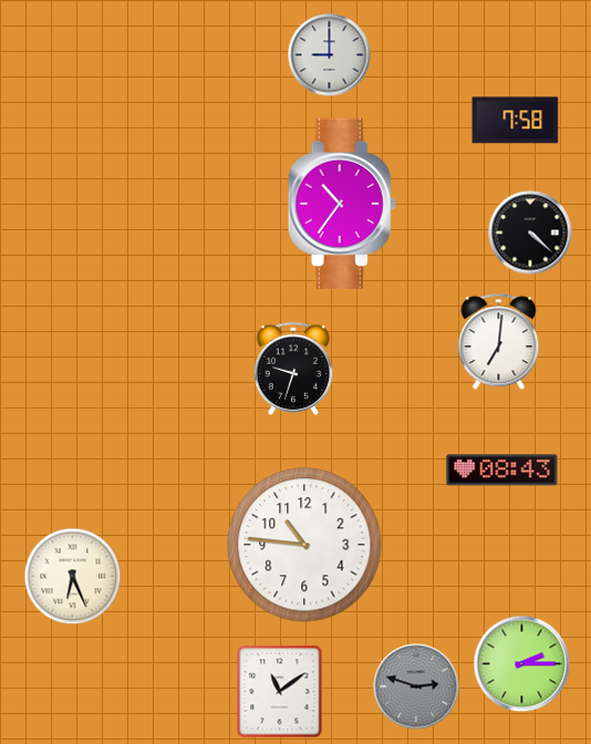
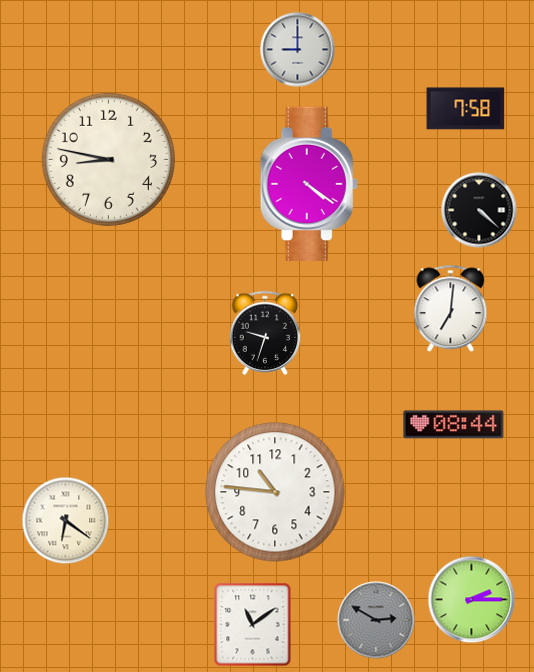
clock at (108, 159): none -> 8:47
clock at (342, 203): 10:36 -> 4:21
clock at (502, 471): 08:43 -> 08:44
clock at (73, 577): 6:26 -> 6:21
clock at (416, 686): 2:48 -> 2:50
